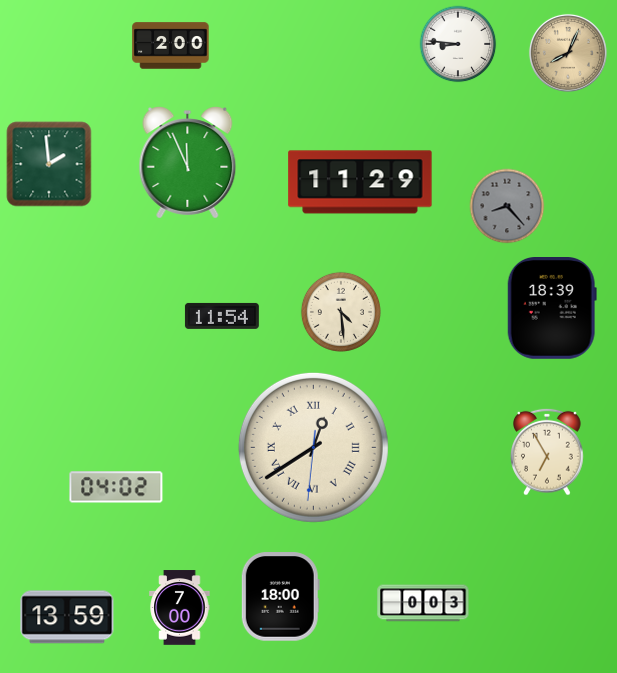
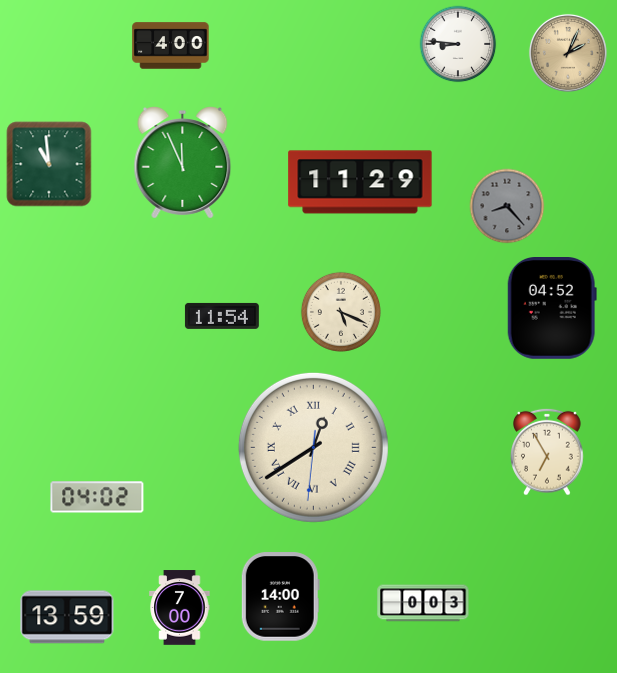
clock at (171, 46): 2:00 -> 4:00
clock at (568, 53): 8:04 -> 2:04
clock at (188, 163) position: (188, 163) -> (183, 163)
clock at (49, 164): 1:59 -> 10:59
clock at (552, 309): 18:39 -> 04:52
clock at (341, 312): 4:29 -> 5:19
clock at (116, 487) position: (116, 487) -> (97, 497)
clock at (280, 597): 18:00 -> 14:00
